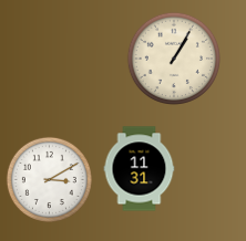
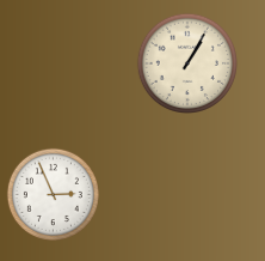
clock at (140, 169): 11:31 -> none
clock at (49, 179): 3:10 -> 2:56
